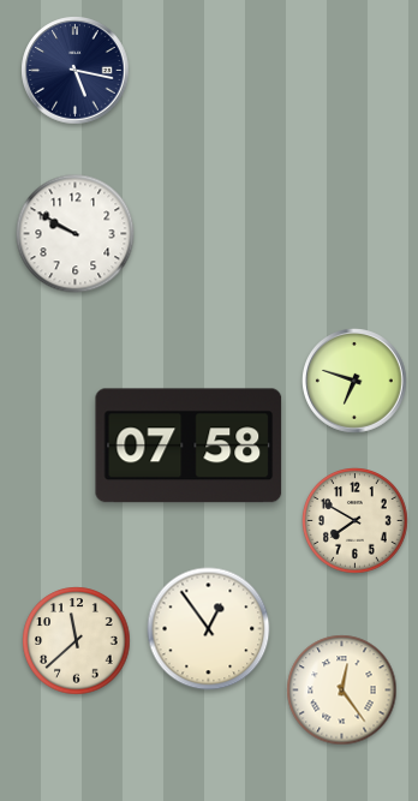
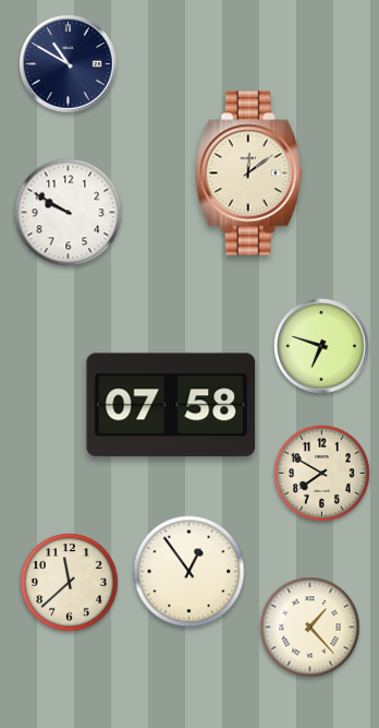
clock at (76, 71): 5:17 -> 10:50
clock at (248, 174): none -> 12:09
clock at (342, 691): 12:24 -> 1:23
